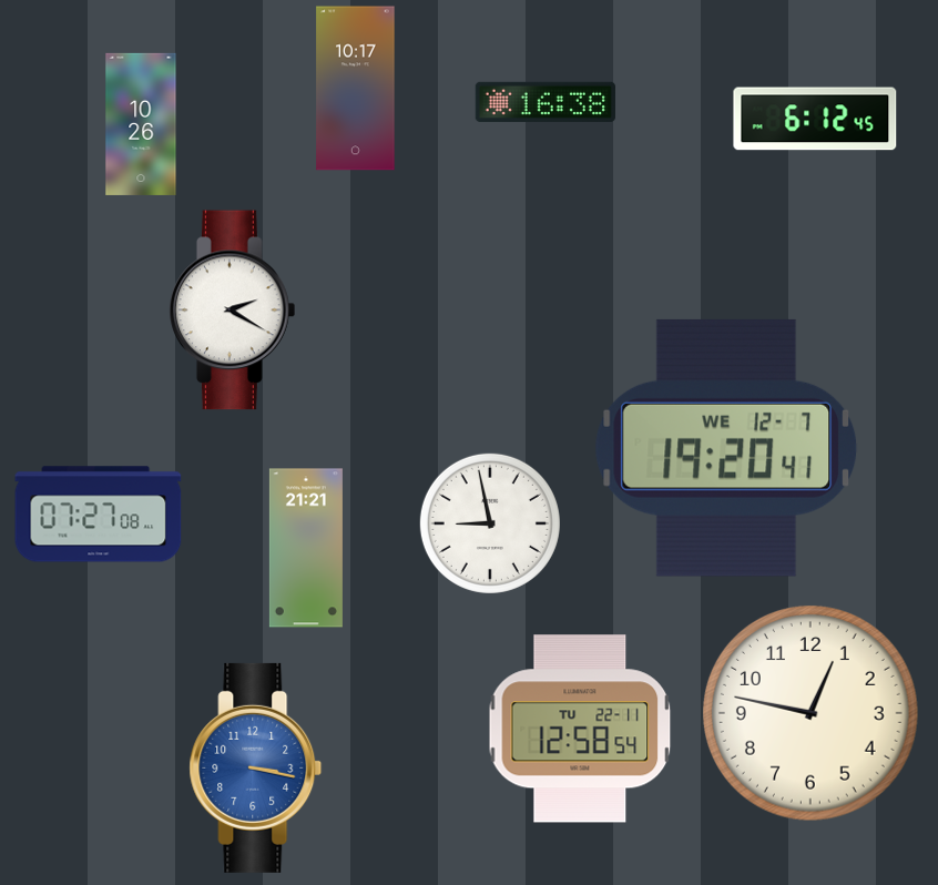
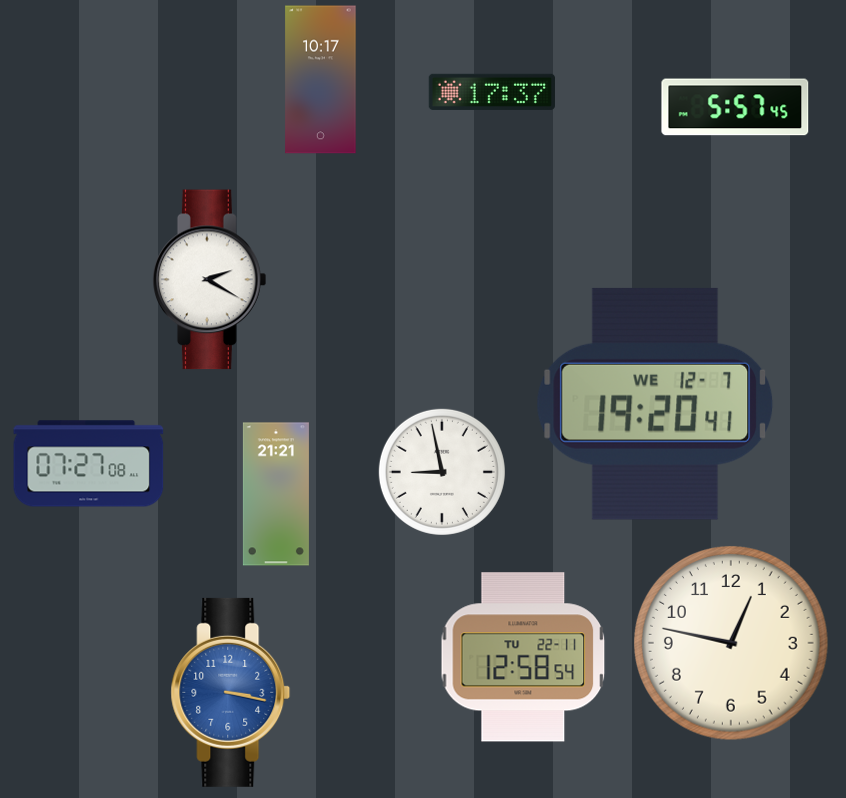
clock at (546, 102): 16:38 -> 17:37
clock at (815, 119): 6:12 -> 5:57
clock at (141, 124): 10:26 -> none
